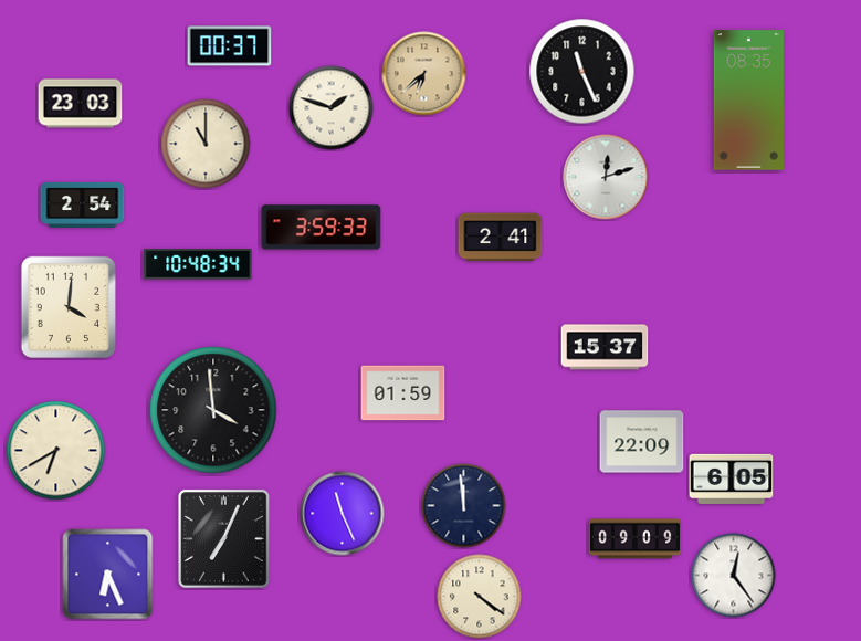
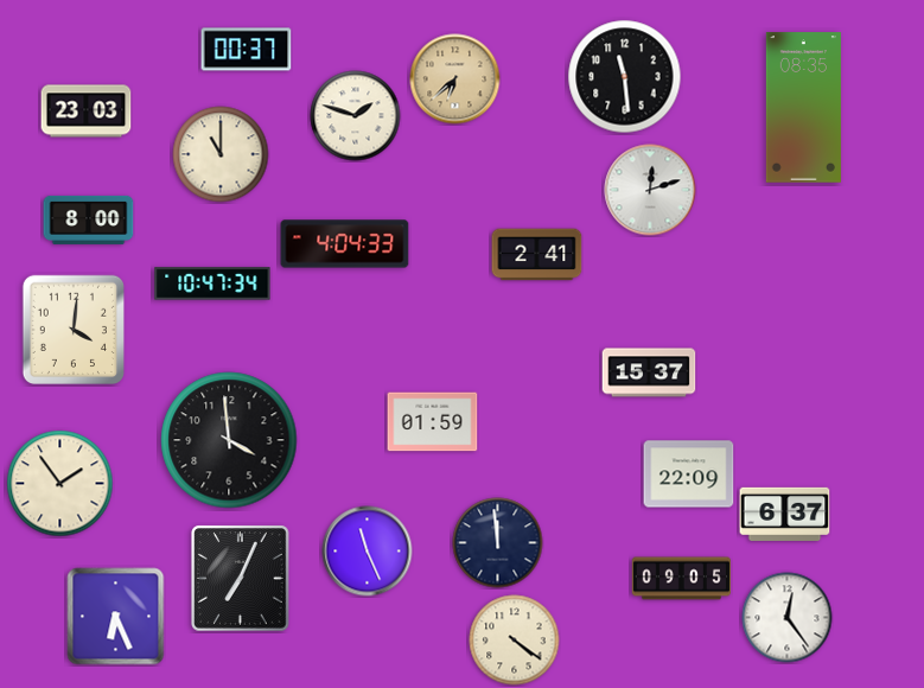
clock at (582, 72): 11:26 -> 11:29
clock at (83, 204): 2:54 -> 8:00
clock at (322, 228): 3:59 -> 4:04
clock at (198, 264): 10:48 -> 10:47
clock at (56, 451): 6:40 -> 1:54
clock at (732, 479): 6:05 -> 6:37
clock at (634, 539): 09:09 -> 09:05
